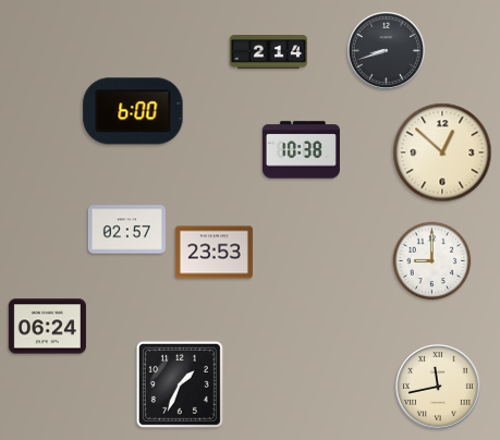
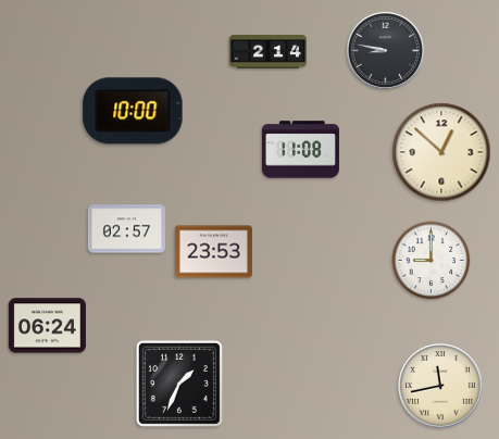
clock at (386, 50): 8:42 -> 8:47
clock at (133, 111): 6:00 -> 10:00
clock at (301, 150): 10:38 -> 11:08
clock at (439, 388) position: (439, 388) -> (441, 387)
